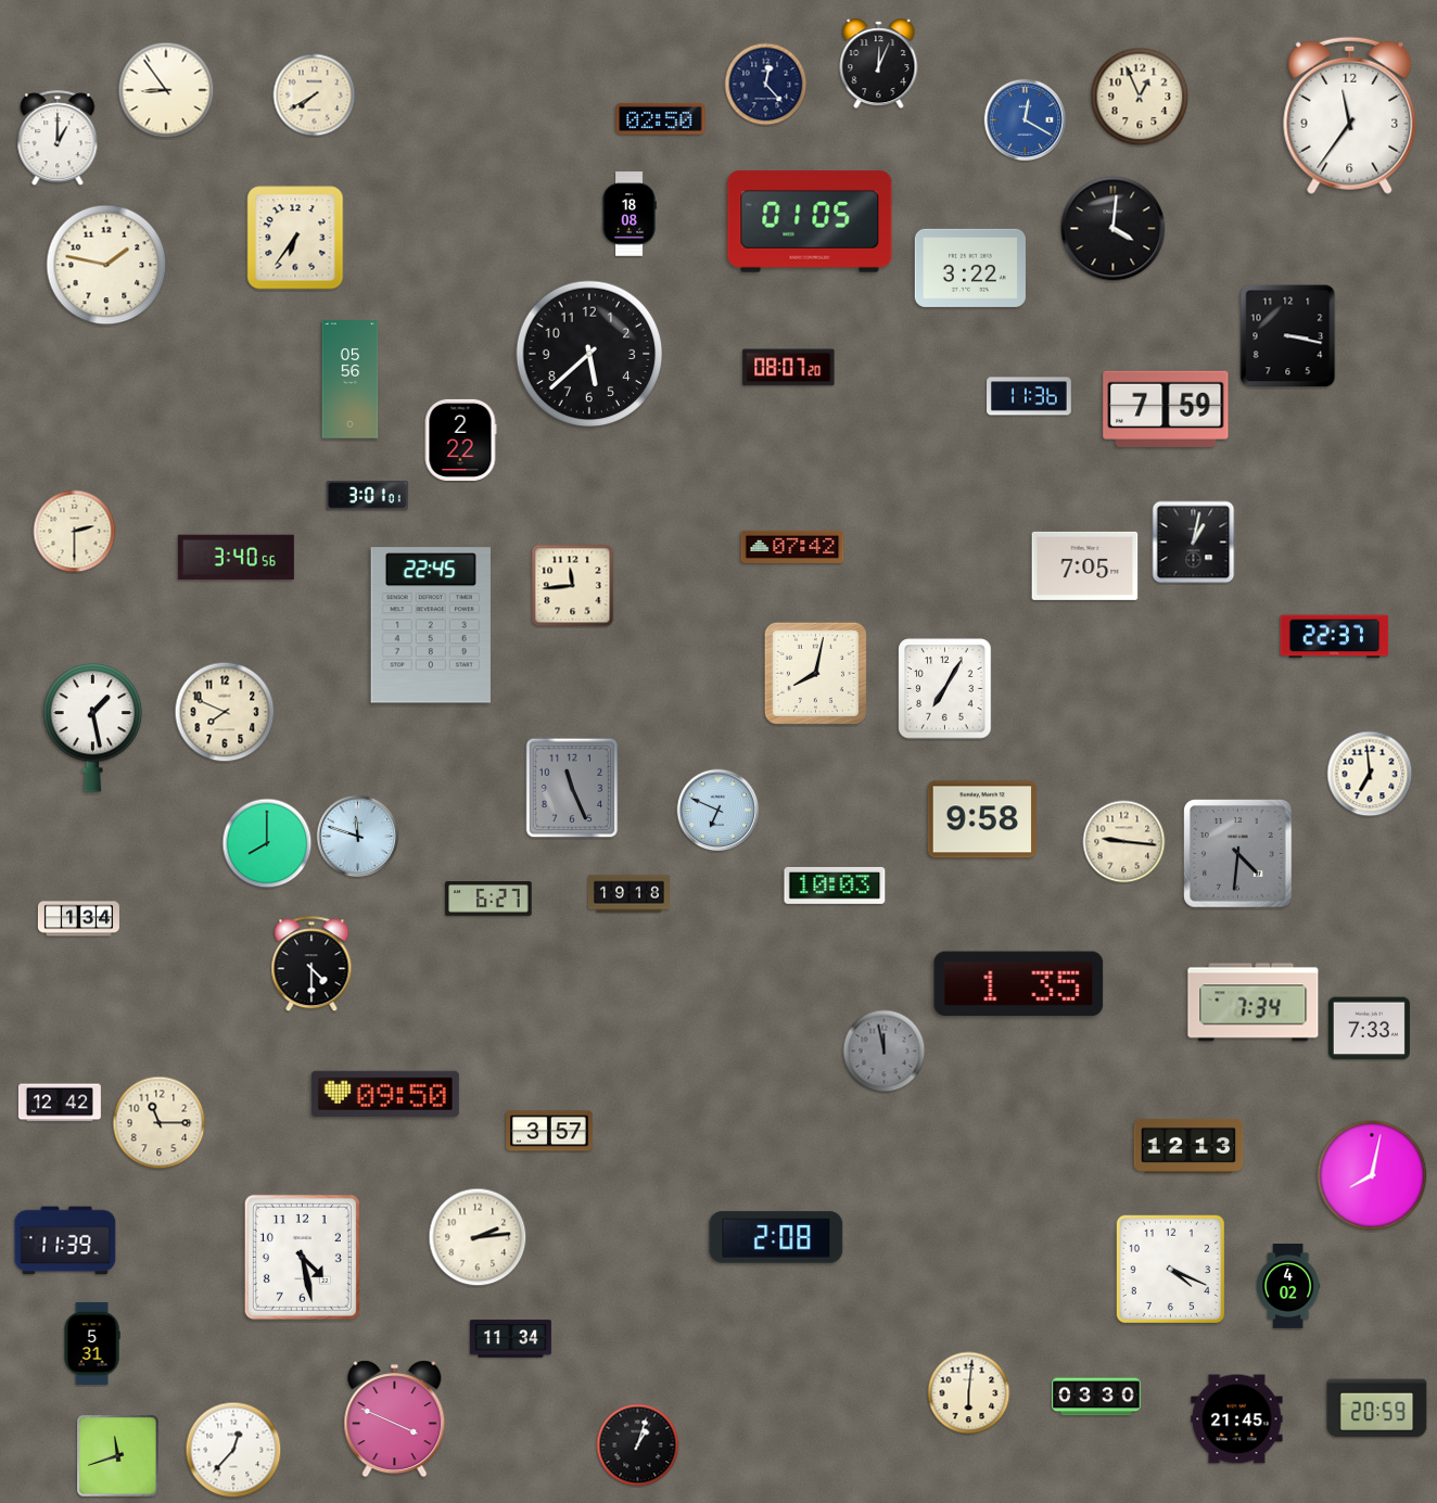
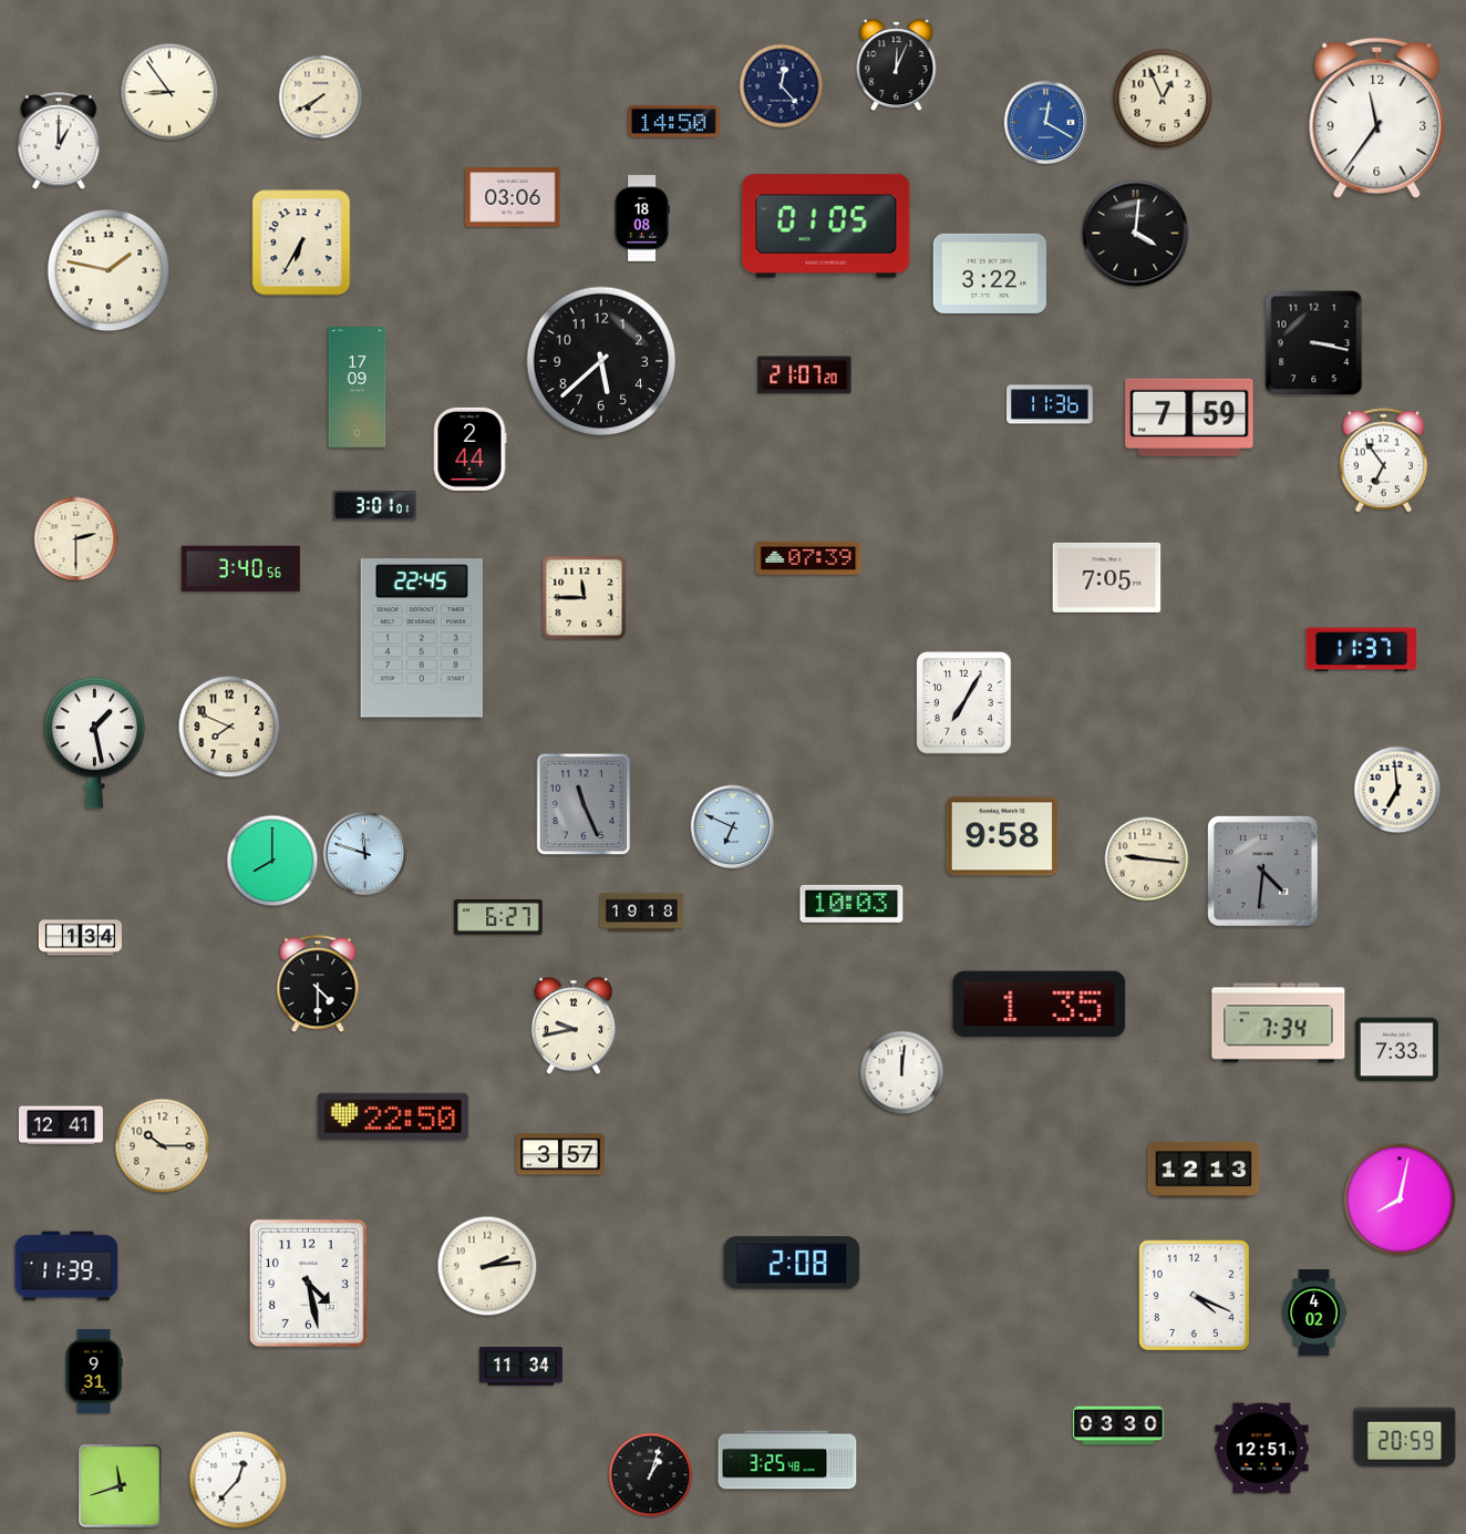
clock at (661, 118): 02:50 -> 14:50
clock at (513, 197): none -> 03:06
clock at (295, 238): 6:36 -> 6:35
clock at (789, 368): 08:07 -> 21:07
clock at (351, 380): 05:56 -> 17:09
clock at (460, 440): 2:22 -> 2:44
clock at (1384, 461): none -> 6:54
clock at (75, 532) position: (75, 532) -> (76, 539)
clock at (1194, 543): 1:02 -> none
clock at (792, 547): 07:42 -> 07:39
clock at (573, 586): 11:44 -> 11:45
clock at (431, 625) position: (431, 625) -> (422, 638)
clock at (1335, 637): 22:37 -> 11:37
clock at (815, 673): 8:02 -> none
clock at (574, 1026): none -> 9:43
clock at (885, 1052): 11:58 -> 12:01
clock at (885, 1052) dial: grey -> white
clock at (385, 1094): 09:50 -> 22:50
clock at (60, 1103): 12:42 -> 12:41
clock at (160, 1123): 11:15 -> 10:15
clock at (1188, 1146) position: (1188, 1146) -> (1204, 1170)
clock at (478, 1237) position: (478, 1237) -> (487, 1266)
clock at (92, 1343): 5:31 -> 9:31
clock at (969, 1393): 6:01 -> none
clock at (395, 1419): 3:49 -> none
clock at (1237, 1419): 21:45 -> 12:51
clock at (787, 1460): none -> 3:25
